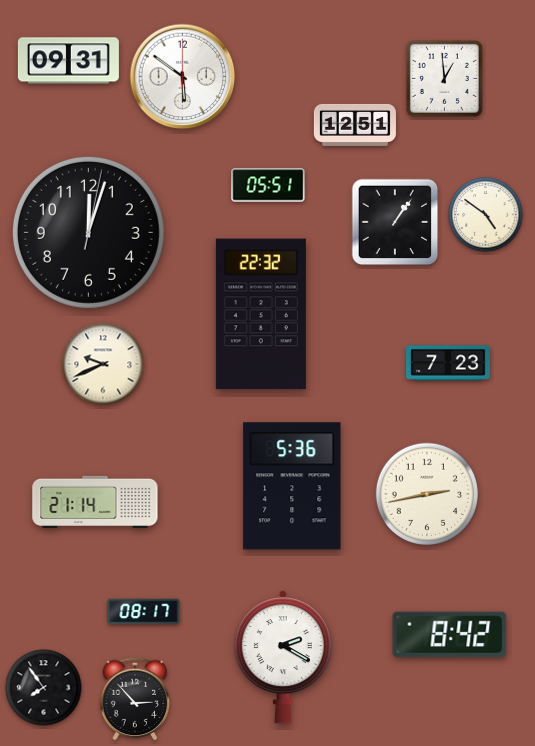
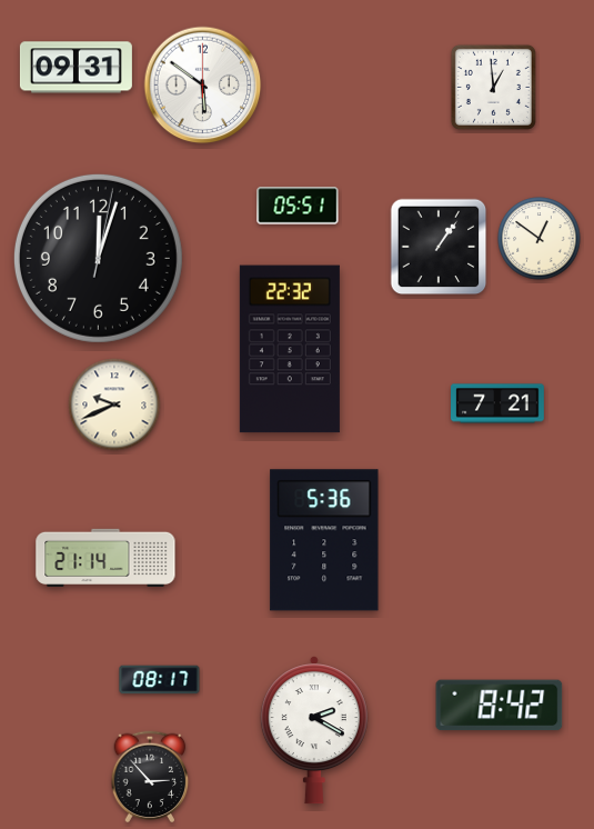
clock at (355, 125): 12:51 -> none
clock at (486, 215): 4:51 -> 12:51
clock at (449, 363): 7:23 -> 7:21
clock at (426, 493): 2:43 -> none
clock at (44, 688): 7:54 -> none
